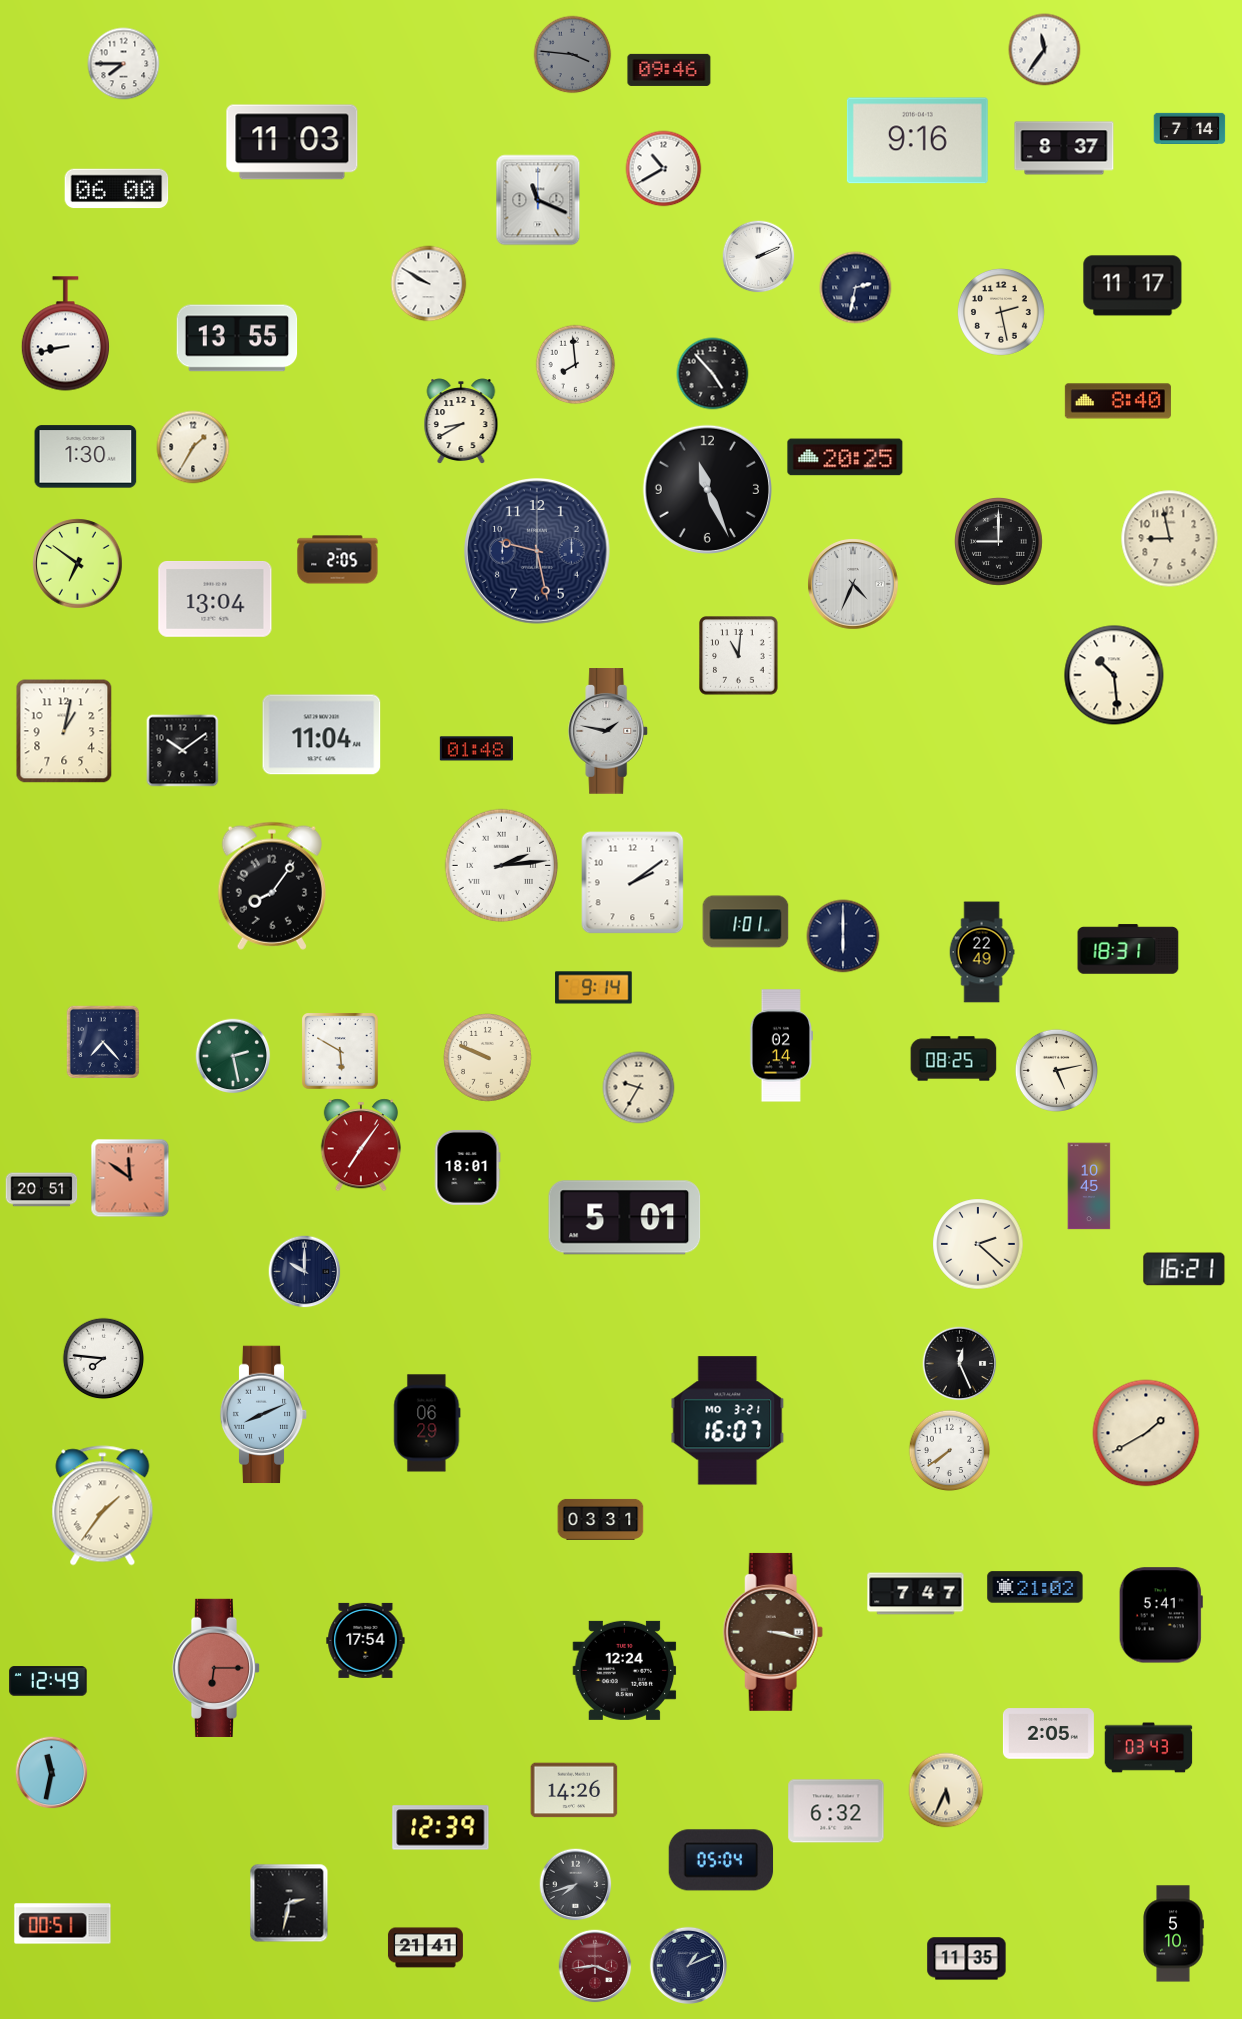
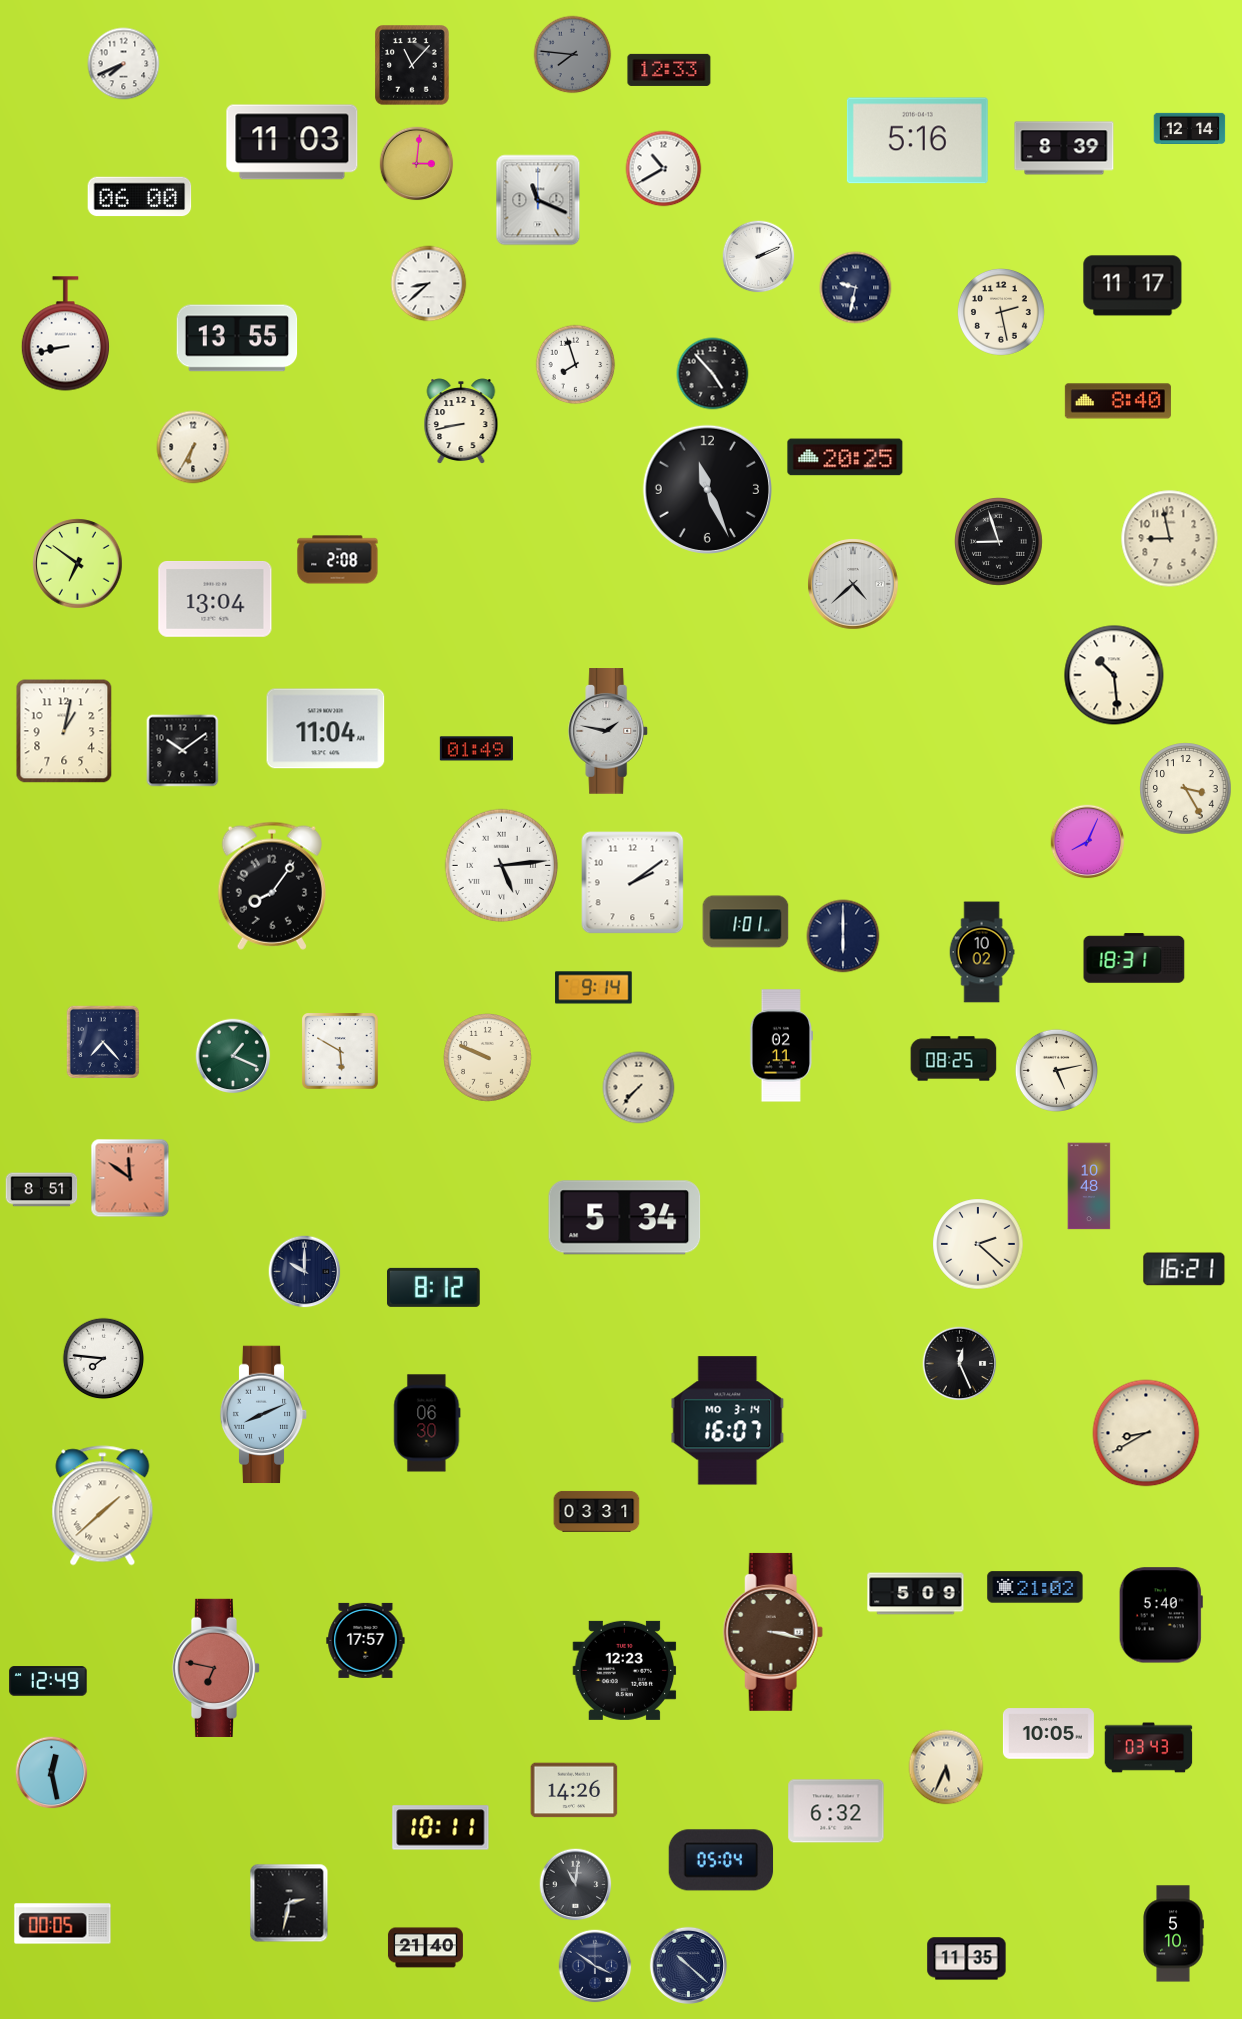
clock at (1045, 50): 11:36 -> none
clock at (573, 55): 3:46 -> 7:46
clock at (124, 64): 7:45 -> 7:41
clock at (412, 65): none -> 11:07
clock at (669, 70): 09:46 -> 12:33
clock at (1190, 128): 7:14 -> 12:14
clock at (917, 141): 9:16 -> 5:16
clock at (1064, 148): 8:37 -> 8:39
clock at (417, 164): none -> 3:01
clock at (117, 189) position: (117, 189) -> (140, 197)
clock at (429, 284): 9:50 -> 8:38
clock at (856, 288): 2:32 -> 9:32
clock at (576, 365): 7:59 -> 7:57
clock at (461, 421): 8:40 -> 8:43
clock at (193, 447): 1:35 -> 6:35
clock at (86, 457): 1:30 -> none
clock at (999, 542): 9:00 -> 8:57
clock at (538, 552): 9:28 -> none
clock at (338, 560): 2:05 -> 2:08
clock at (853, 584): 4:34 -> 4:38
clock at (739, 656): 11:01 -> none
clock at (322, 735) position: (322, 735) -> (326, 729)
clock at (476, 749): 01:48 -> 01:49
clock at (1186, 789): none -> 3:25
clock at (1088, 842): none -> 8:04
clock at (502, 866): 2:14 -> 5:14
clock at (1128, 949) position: (1128, 949) -> (1134, 958)
clock at (982, 952): 22:49 -> 10:02
clock at (781, 1046): 02:14 -> 02:11
clock at (233, 1056): 2:28 -> 1:19
clock at (639, 1088): 9:35 -> 7:37
clock at (361, 1145): 7:06 -> none
clock at (467, 1167): 18:01 -> none
clock at (1089, 1186): 10:45 -> 10:48
clock at (42, 1190): 20:51 -> 8:51
clock at (625, 1218): 5:01 -> 5:34
clock at (434, 1287): none -> 8:12
clock at (728, 1421) date: MO 3-21 -> MO 3-14
clock at (427, 1423): 06:29 -> 06:30
clock at (1146, 1433): 1:40 -> 8:40
clock at (950, 1451): 7:39 -> none
clock at (103, 1506): 1:36 -> 1:38
clock at (601, 1519) position: (601, 1519) -> (597, 1511)
clock at (916, 1594): 7:47 -> 5:09
clock at (1161, 1615): 5:41 -> 5:40
clock at (366, 1640): 17:54 -> 17:57
clock at (216, 1668): 6:15 -> 6:47
clock at (625, 1670): 12:24 -> 12:23
clock at (1048, 1734): 2:05 -> 10:05
clock at (52, 1773): 11:32 -> 12:28
clock at (946, 1790) position: (946, 1790) -> (946, 1767)
clock at (441, 1828): 12:39 -> 10:11
clock at (576, 1885): 7:42 -> 11:01
clock at (63, 1924): 00:51 -> 00:05
clock at (425, 1948): 21:41 -> 21:40
clock at (688, 1965): 1:11 -> 10:22
clock at (595, 1966): 3:44 -> 3:51
clock at (595, 1966) dial: burgundy -> navy
